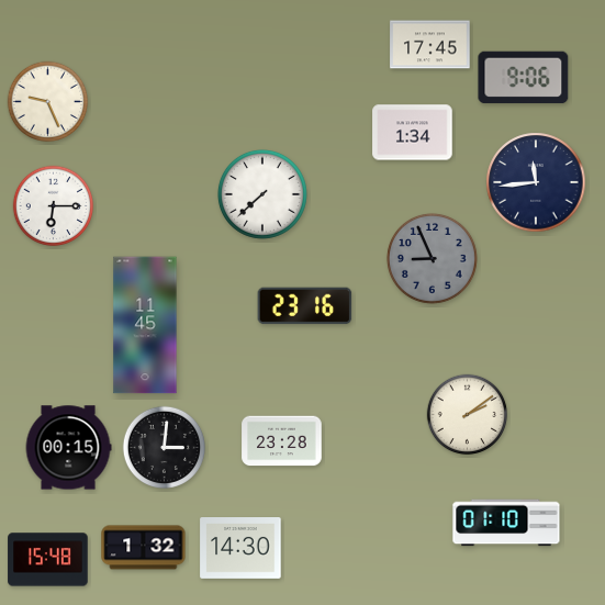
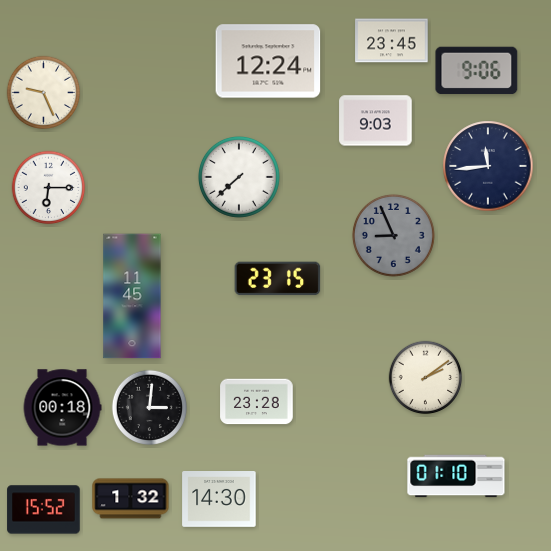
clock at (430, 45): 17:45 -> 23:45
clock at (268, 61): none -> 12:24
clock at (413, 133): 1:34 -> 9:03
clock at (305, 306): 23:16 -> 23:15
clock at (68, 448): 00:15 -> 00:18
clock at (506, 523) position: (506, 523) -> (456, 476)
clock at (48, 560): 15:48 -> 15:52
